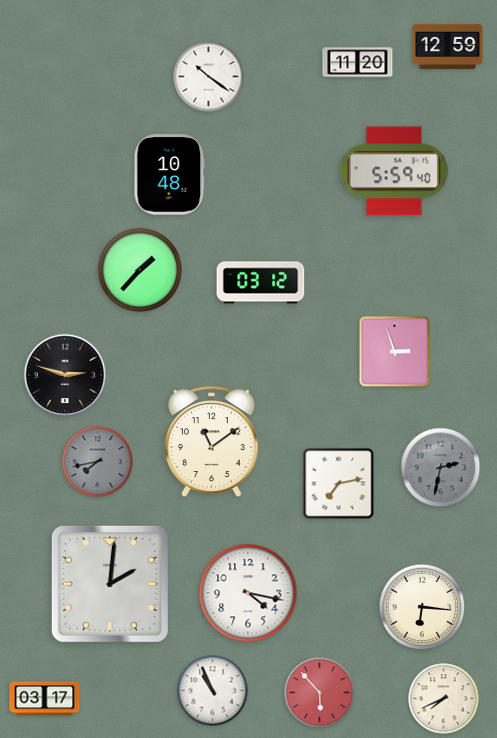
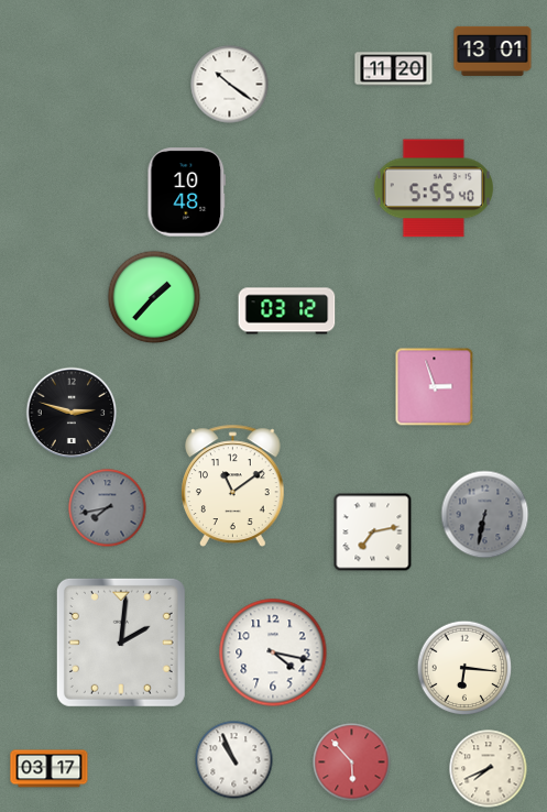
clock at (448, 46): 12:59 -> 13:01
clock at (393, 171): 5:59 -> 5:55
clock at (441, 468): 2:32 -> 6:32
